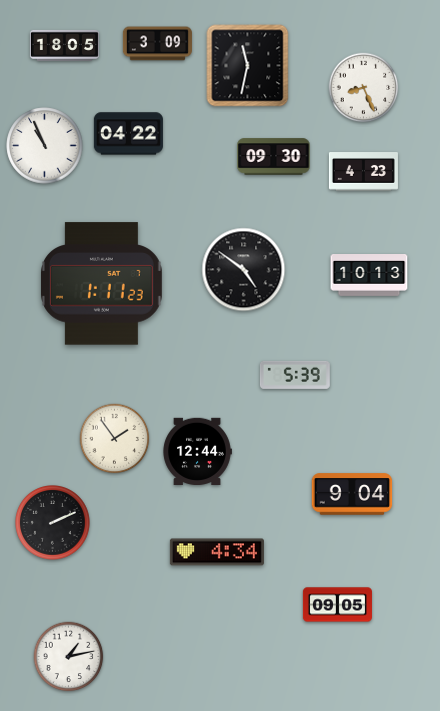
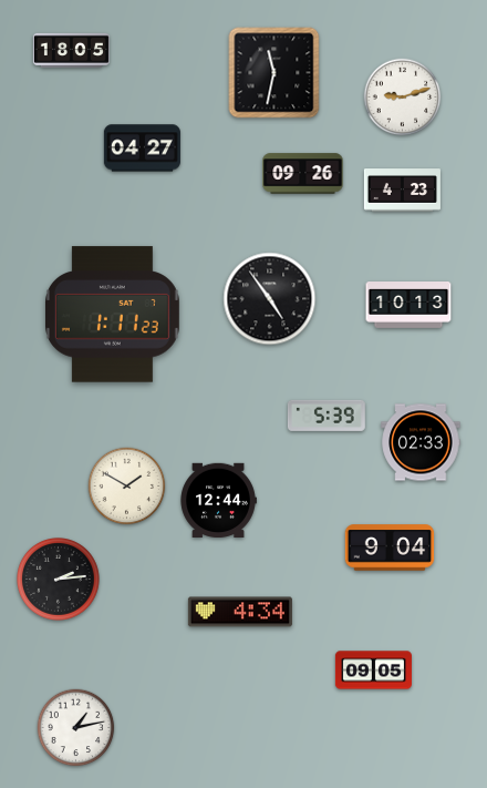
clock at (157, 44): 3:09 -> none
clock at (364, 88): 8:26 -> 9:12
clock at (128, 134): 04:22 -> 04:27
clock at (45, 146): 10:56 -> none
clock at (274, 157): 09:30 -> 09:26
clock at (244, 270): 4:51 -> 4:54
clock at (421, 442): none -> 02:33
clock at (115, 439): 1:54 -> 1:50
clock at (53, 523): 2:11 -> 2:14
